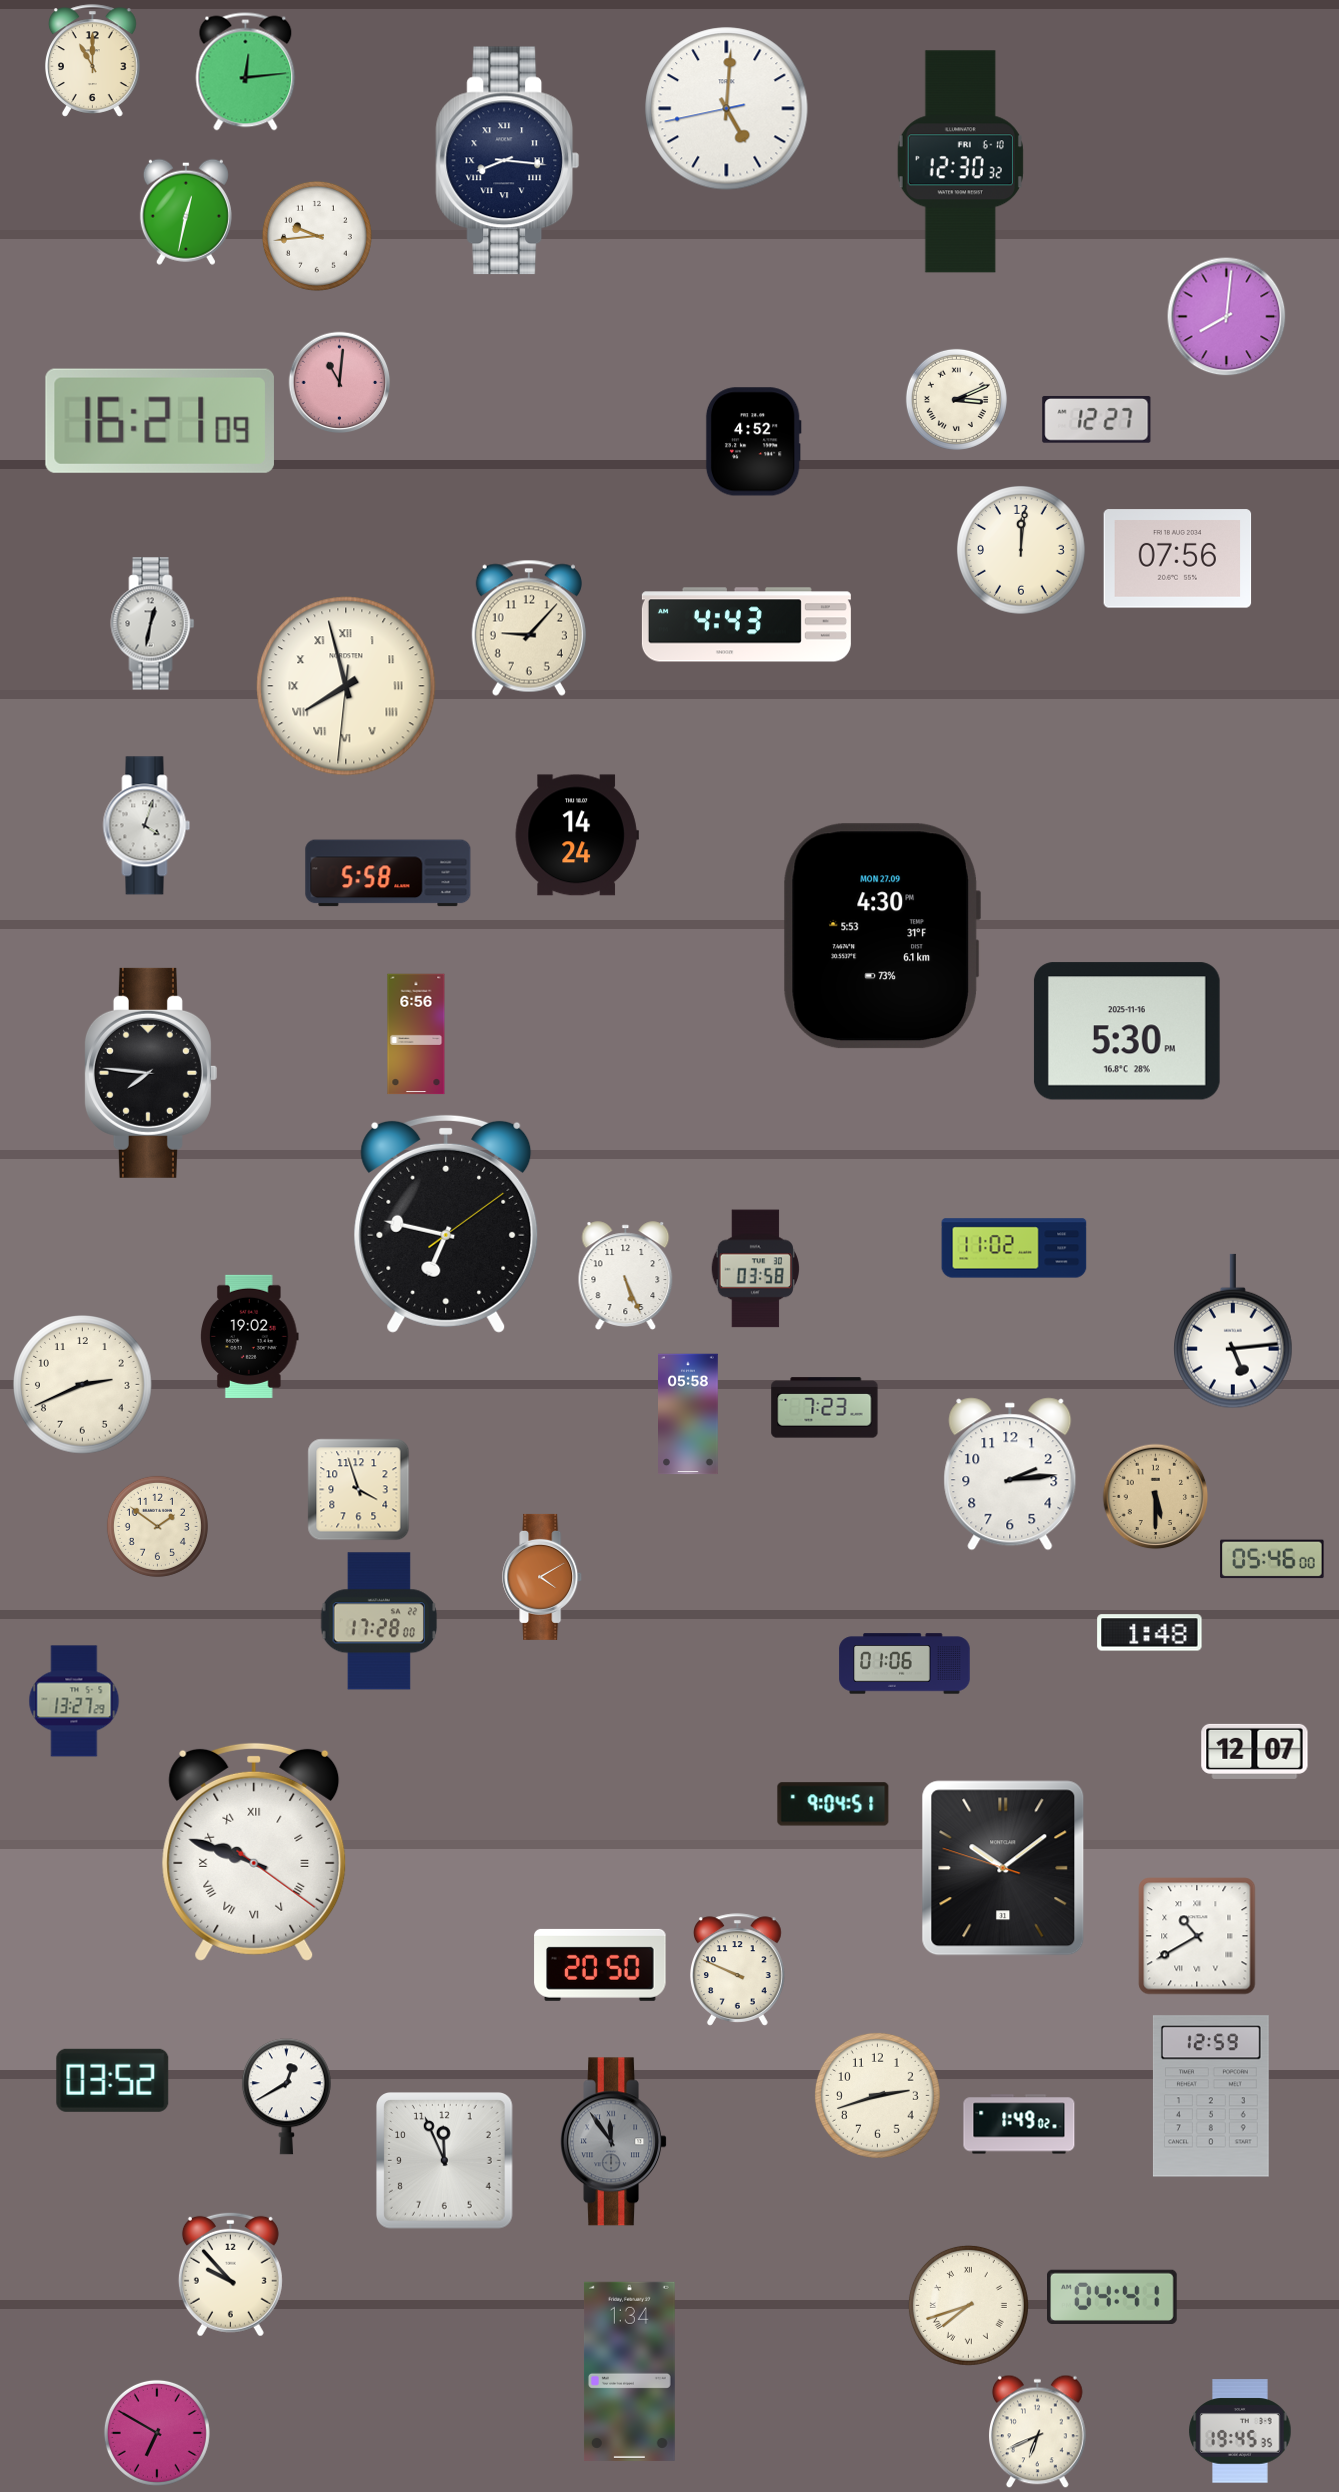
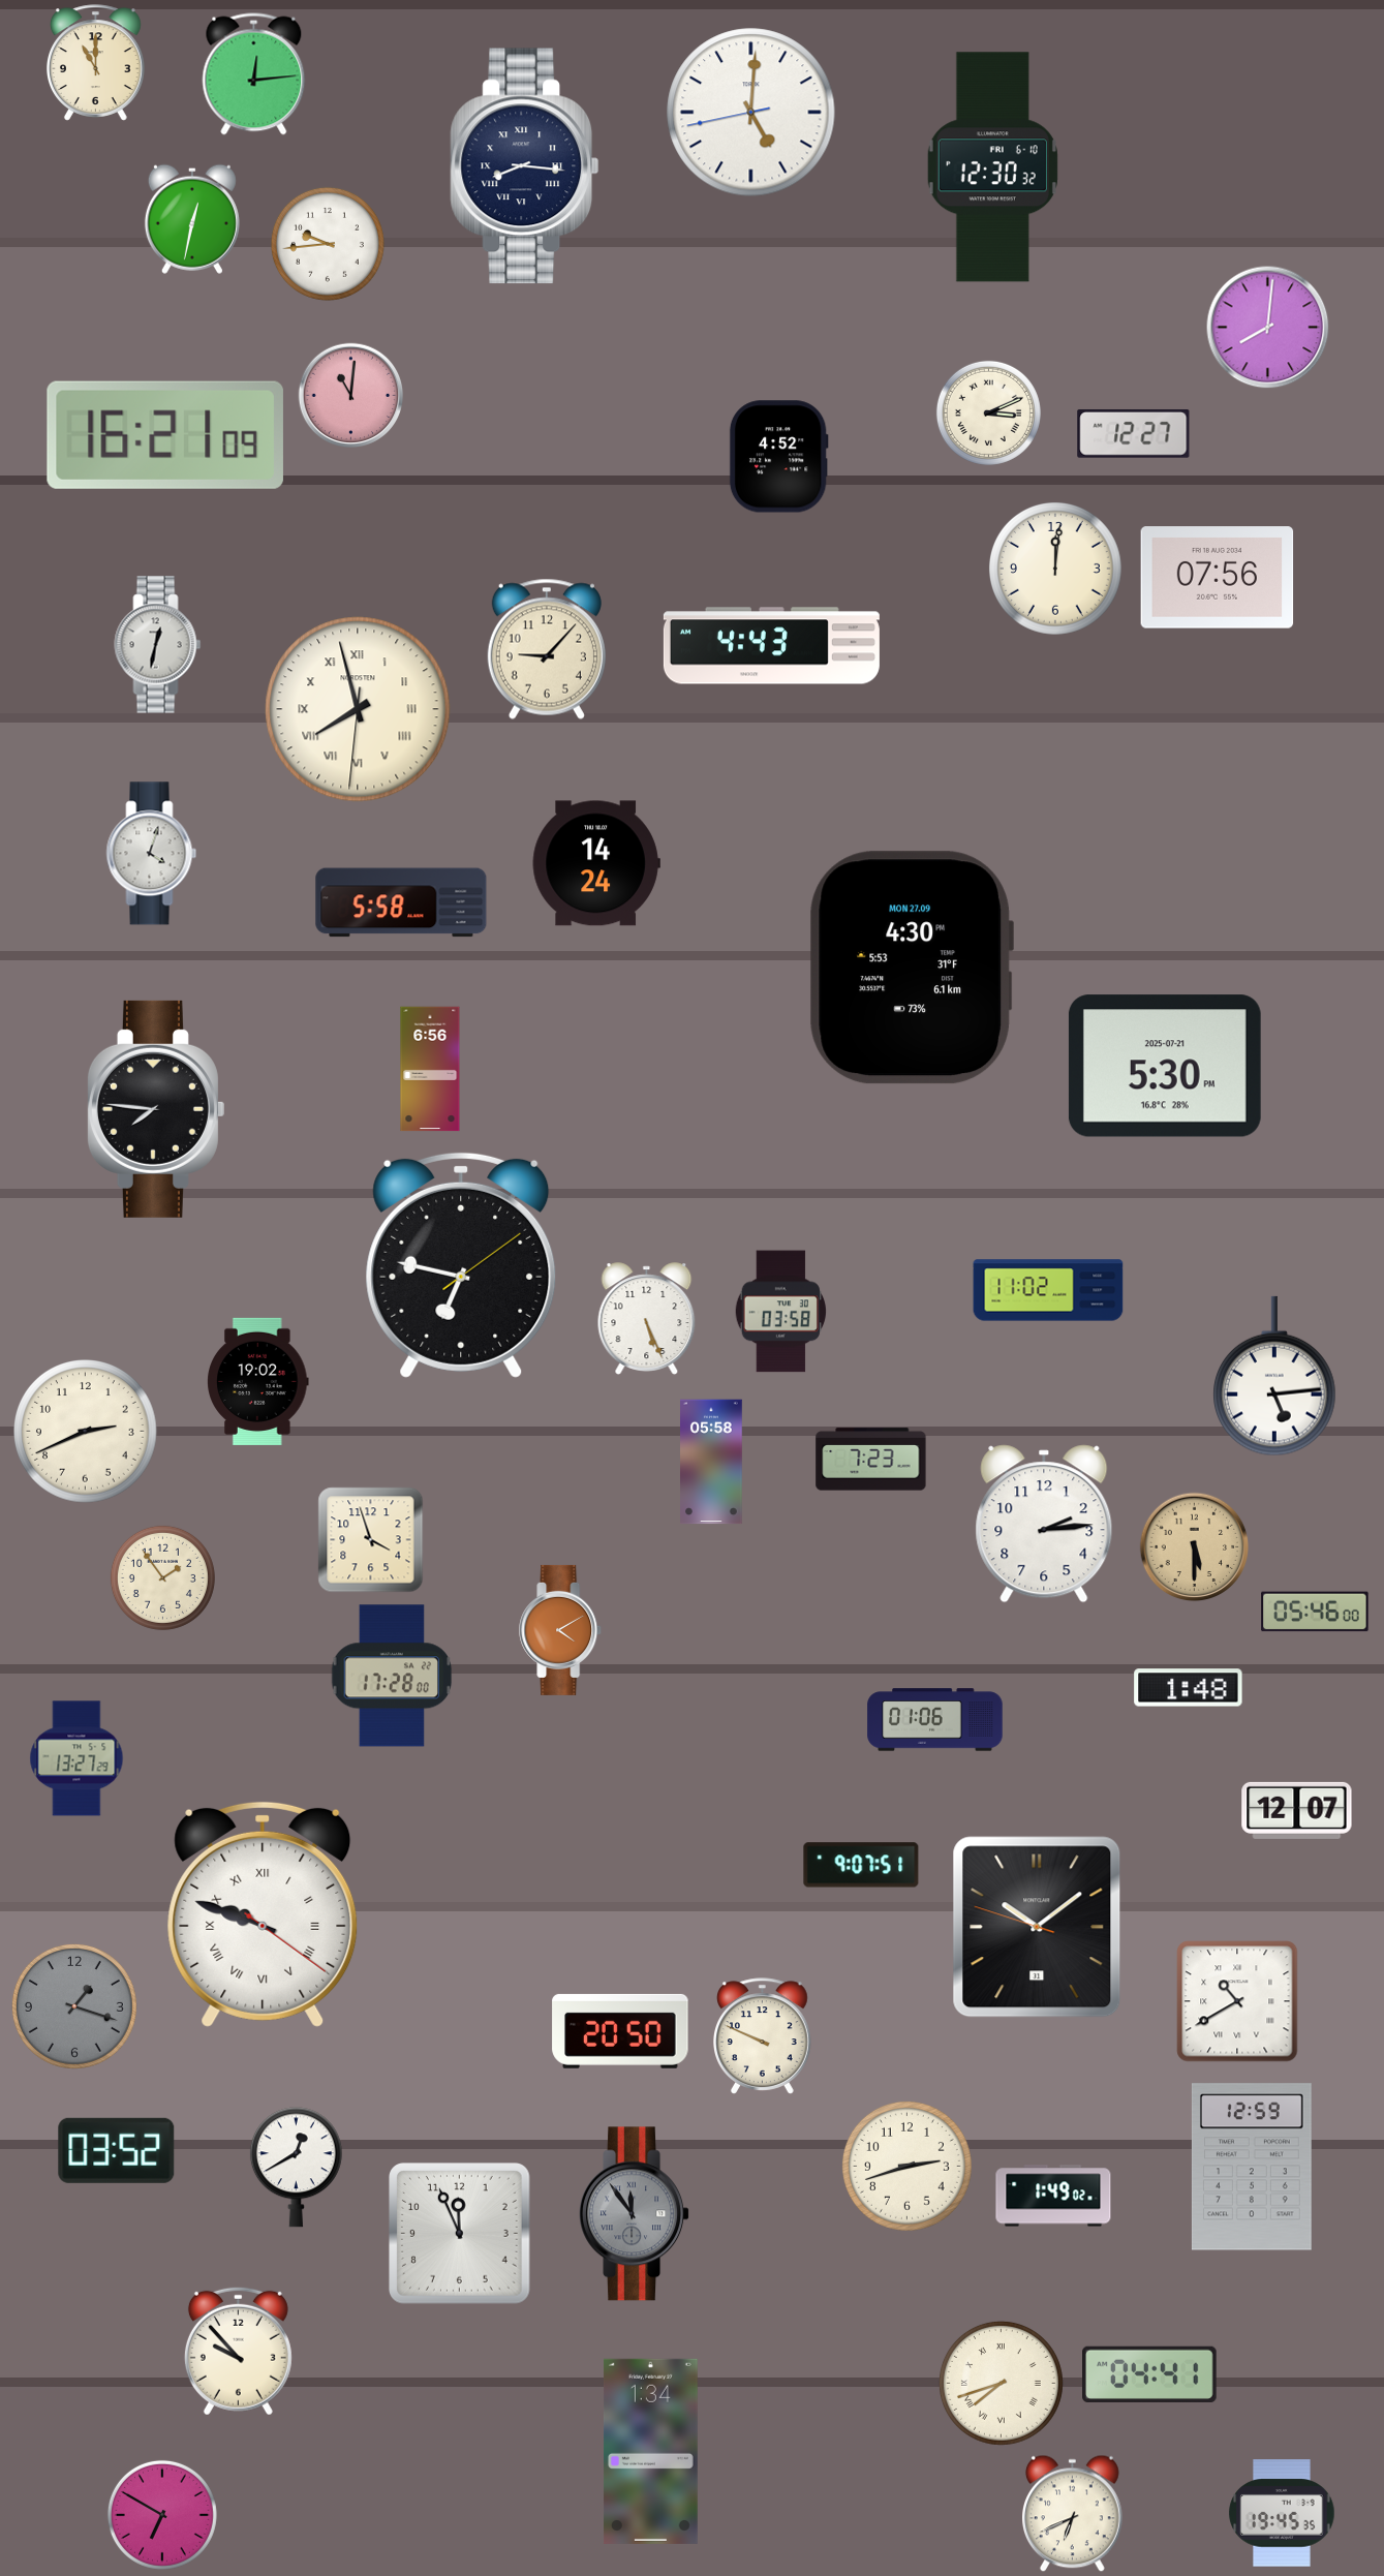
clock at (1127, 1031) date: 2025-11-16 -> 2025-07-21
clock at (825, 1408) position: (825, 1408) -> (871, 1460)
clock at (157, 1526): 1:51 -> 1:54
clock at (833, 1804): 9:04 -> 9:07
clock at (1003, 1868) position: (1003, 1868) -> (1037, 1927)
clock at (74, 2006): none -> 1:18
